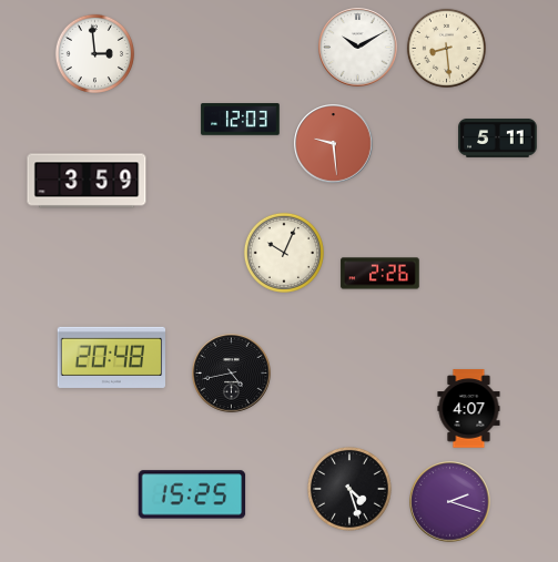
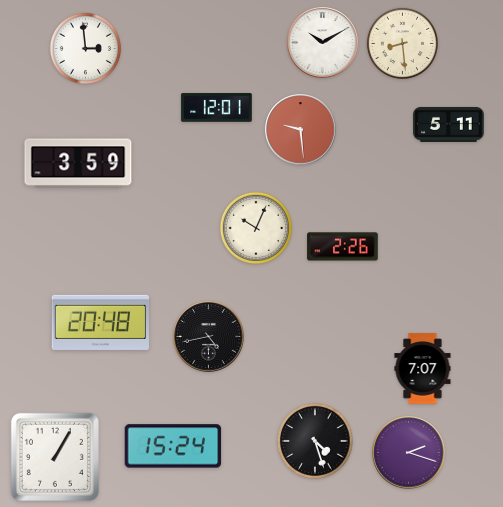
clock at (241, 120): 12:03 -> 12:01
clock at (469, 409): 4:07 -> 7:07
clock at (192, 494): 15:25 -> 15:24
clock at (450, 502) position: (450, 502) -> (409, 453)
clock at (55, 457): none -> 1:05
